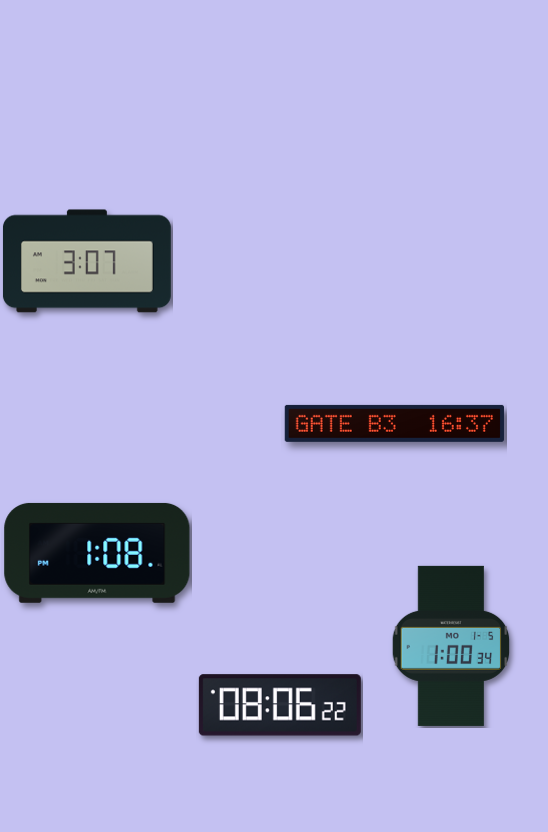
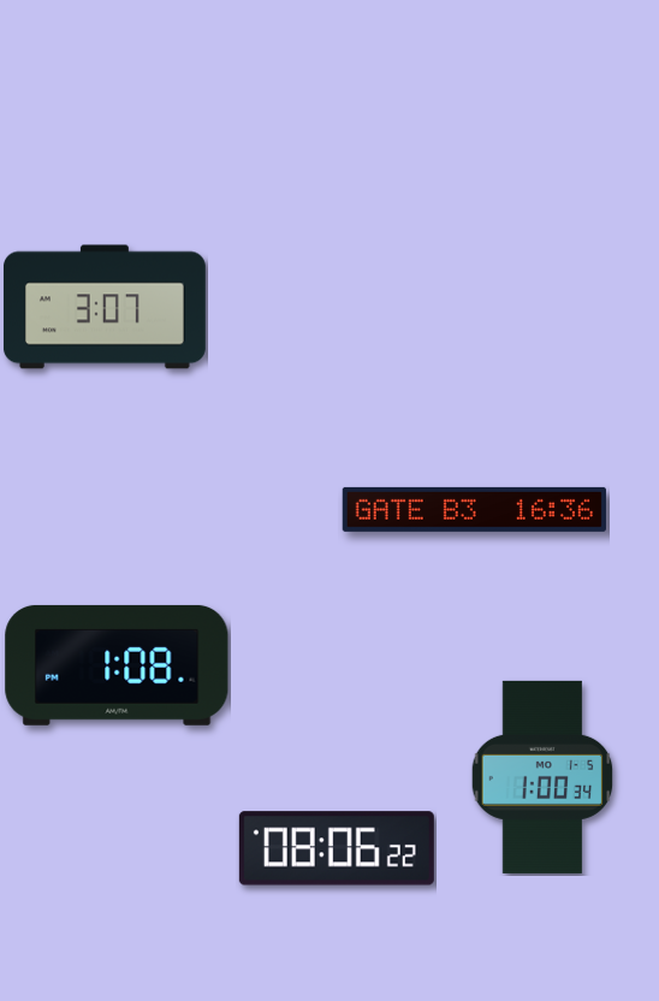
clock at (87, 261) position: (87, 261) -> (105, 307)
clock at (394, 423): 16:37 -> 16:36
